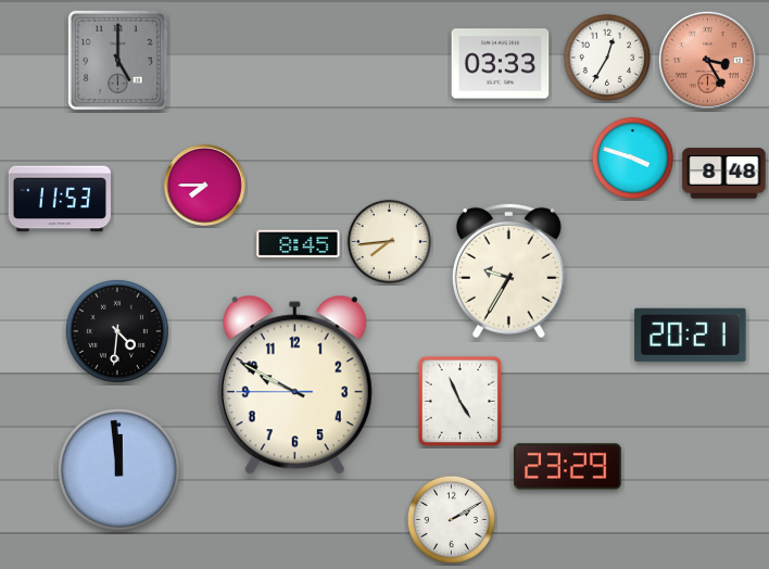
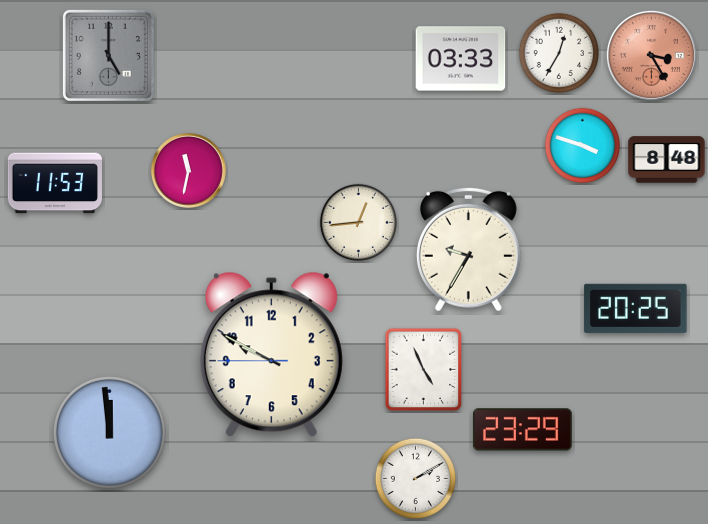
clock at (204, 185): 7:45 -> 11:32
clock at (390, 242): 7:44 -> 12:44
clock at (299, 244): 8:45 -> none
clock at (117, 331): 4:31 -> none
clock at (691, 334): 20:21 -> 20:25
